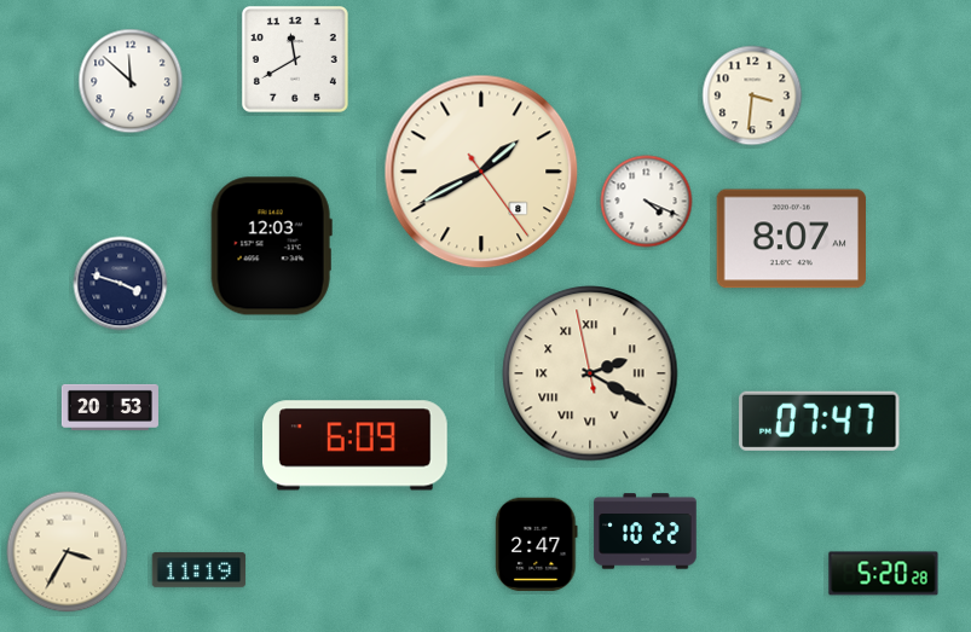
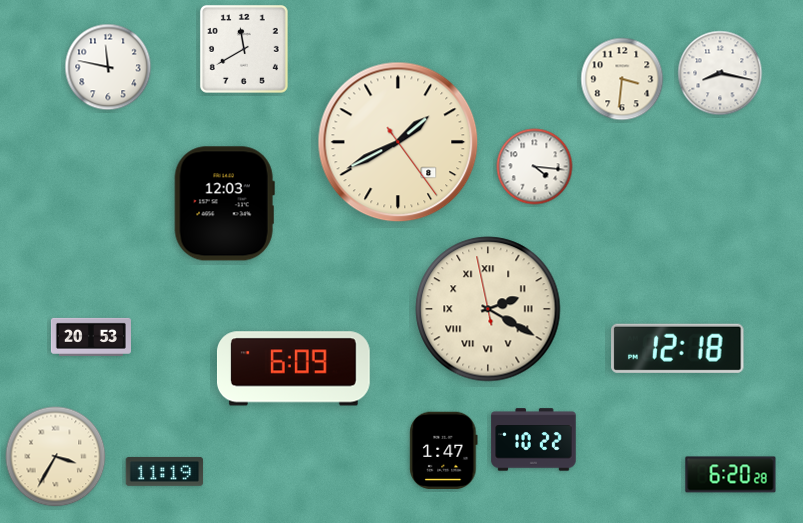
clock at (131, 81): 11:52 -> 11:47
clock at (720, 73): none -> 8:17
clock at (647, 202): 4:19 -> 4:16
clock at (791, 239): 8:07 -> none
clock at (121, 284): 3:48 -> none
clock at (820, 421): 07:47 -> 12:18
clock at (537, 545): 2:47 -> 1:47
clock at (884, 574): 5:20 -> 6:20
